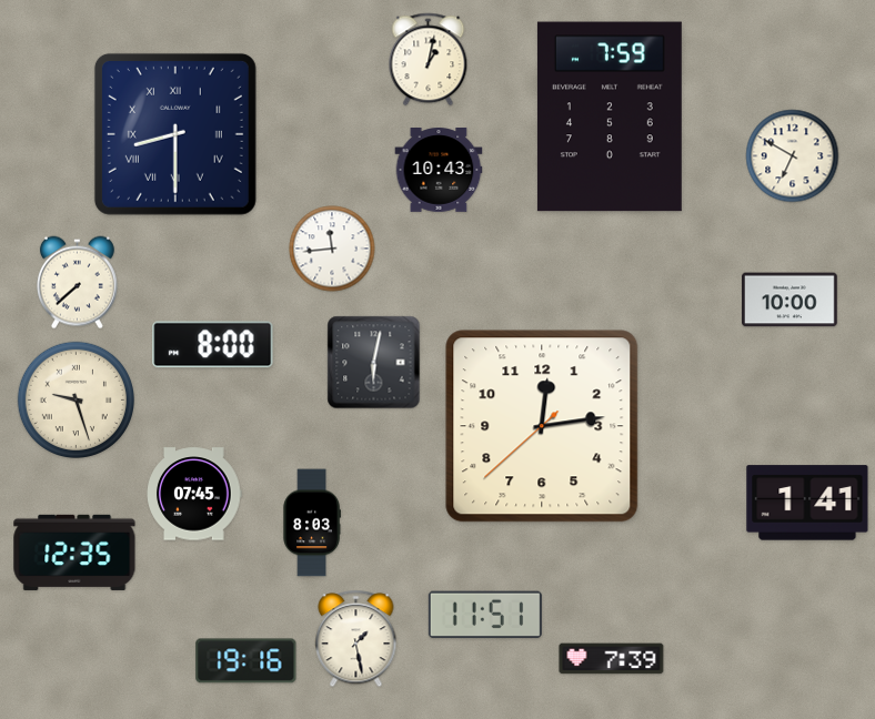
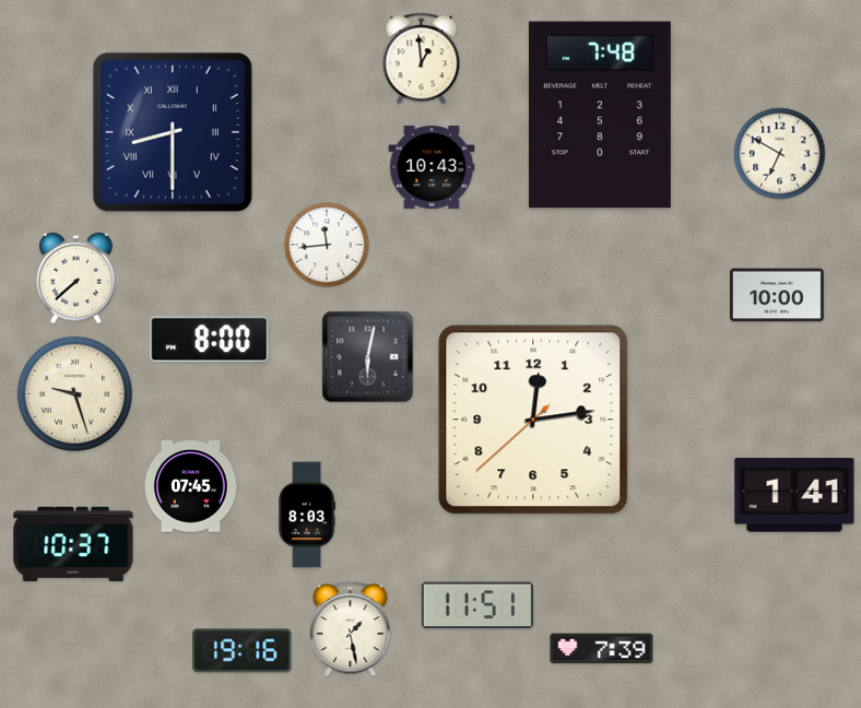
clock at (429, 60): 1:02 -> 12:59
clock at (610, 117): 7:59 -> 7:48
clock at (74, 553): 12:35 -> 10:37
